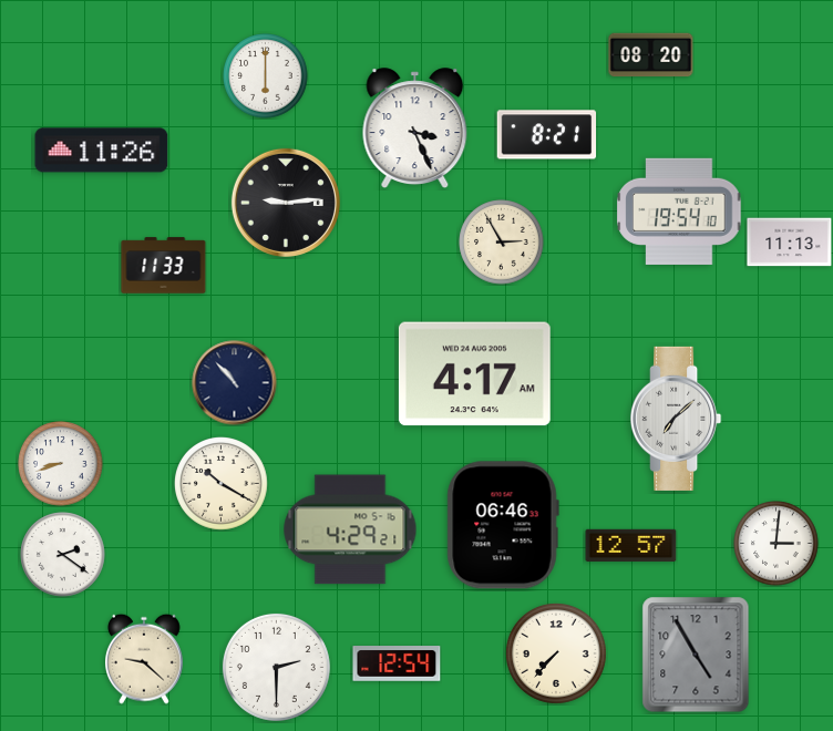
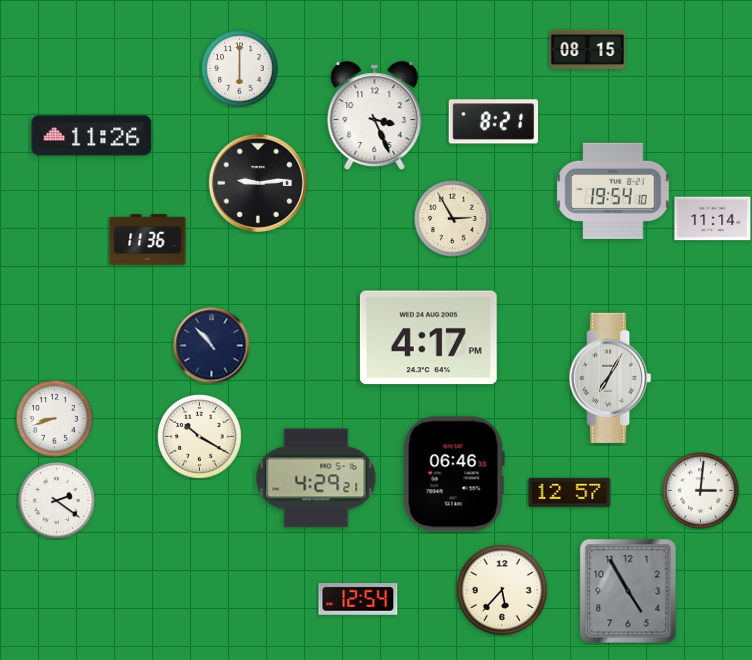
clock at (651, 55): 08:20 -> 08:15
clock at (790, 243): 11:13 -> 11:14
clock at (164, 266): 11:33 -> 11:36
clock at (474, 374): 4:17 AM -> 4:17 PM
clock at (676, 419): 7:08 -> 7:05
clock at (556, 653): 7:37 -> 5:37
clock at (145, 659): 9:22 -> none
clock at (276, 667): 2:30 -> none
